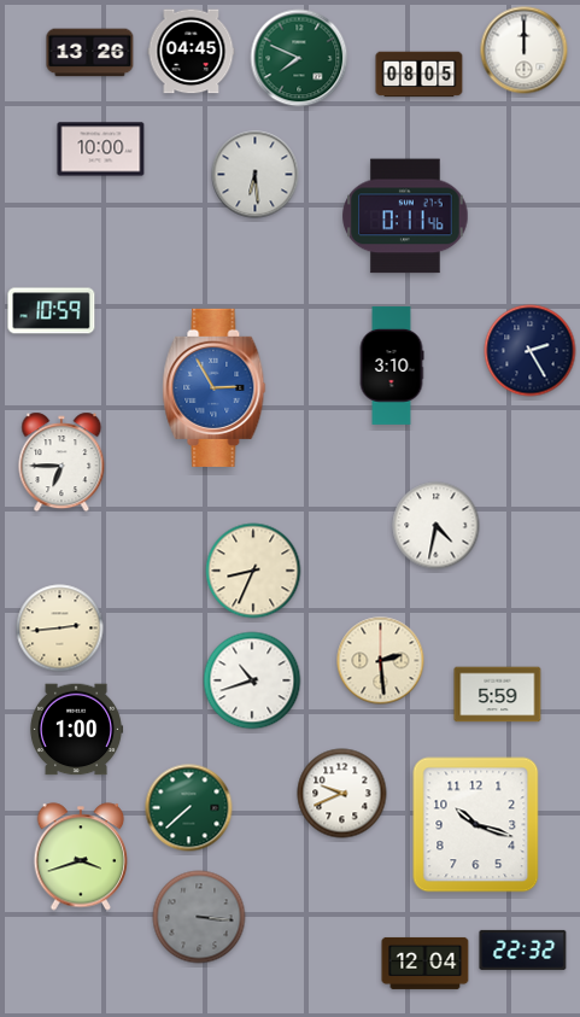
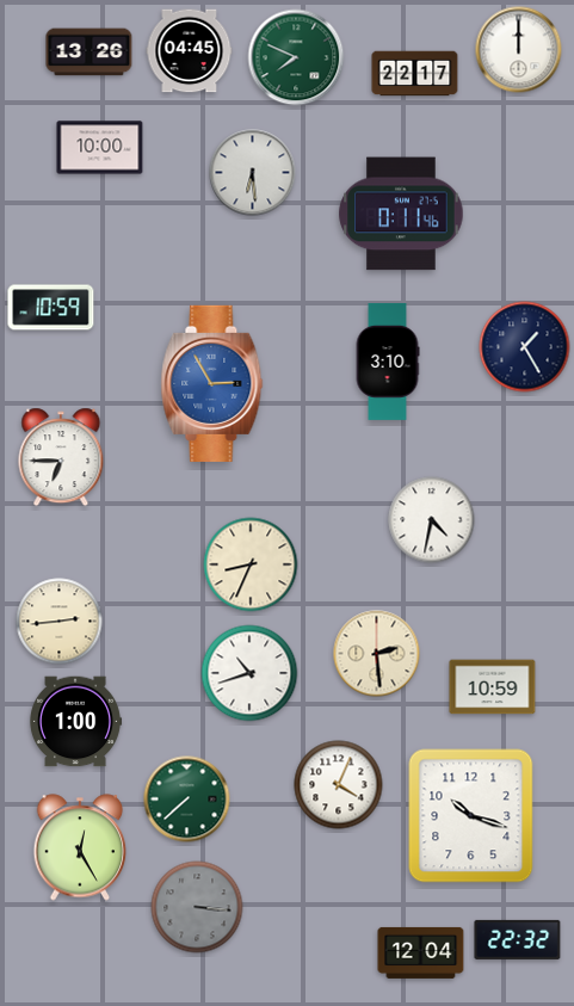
clock at (420, 75): 08:05 -> 22:17
clock at (531, 351): 2:25 -> 1:25
clock at (498, 695): 5:59 -> 10:59
clock at (342, 794): 9:41 -> 4:04
clock at (81, 857): 3:42 -> 12:25
